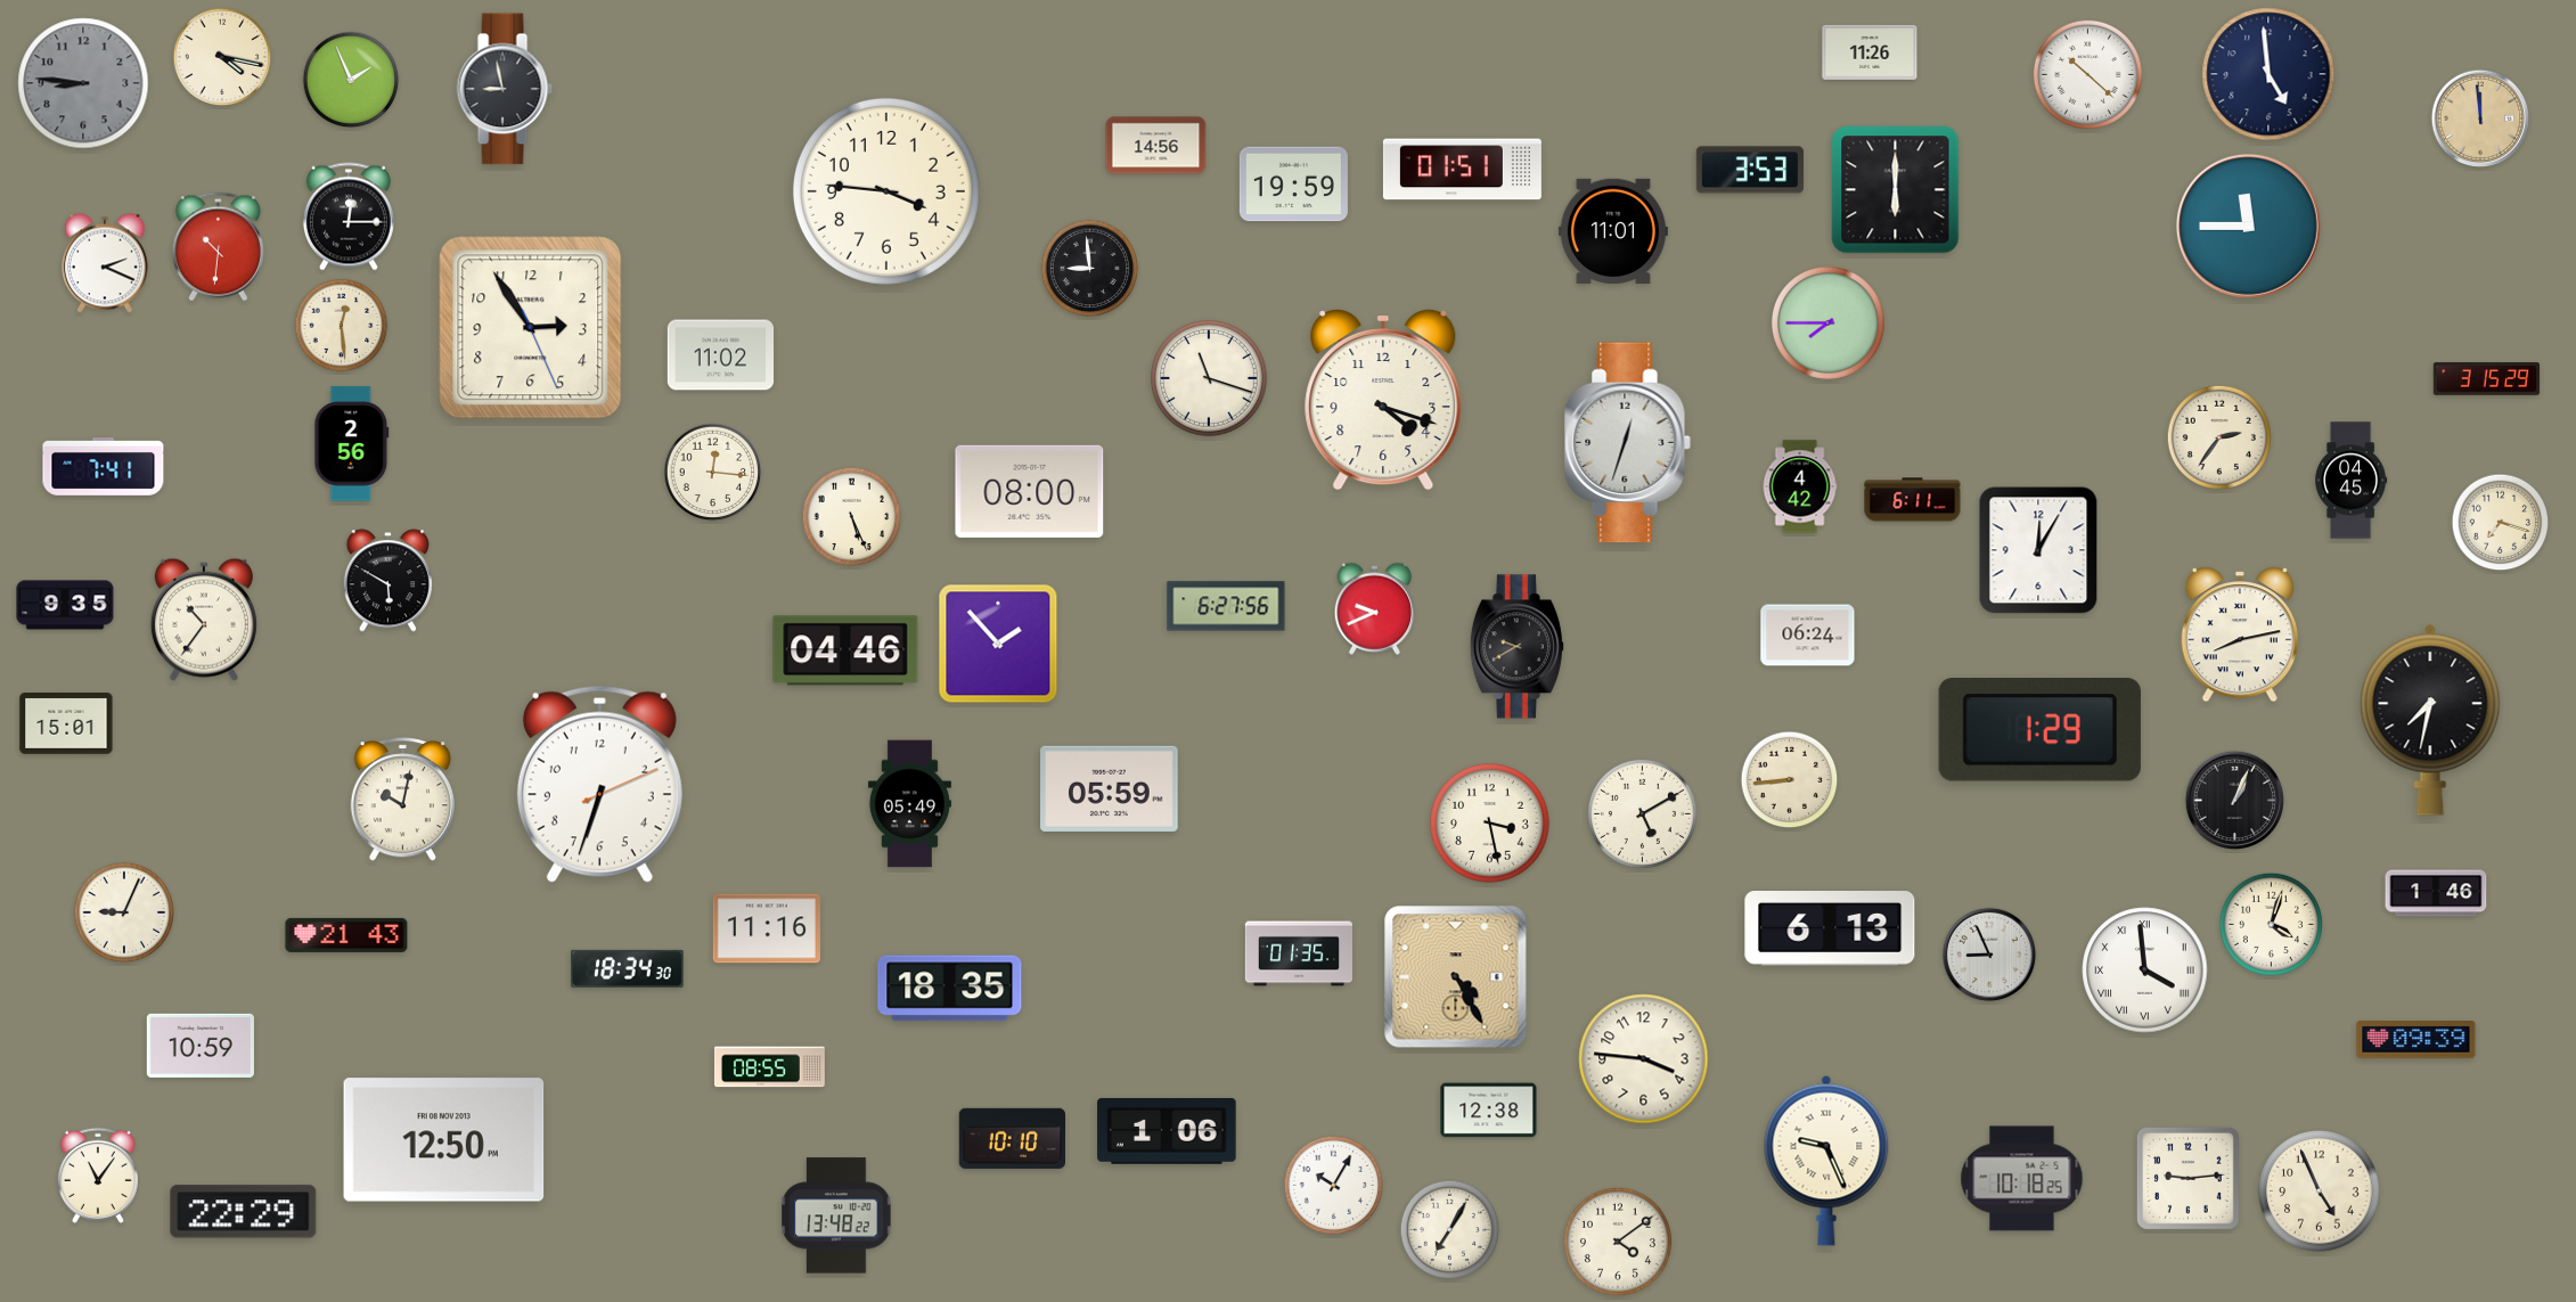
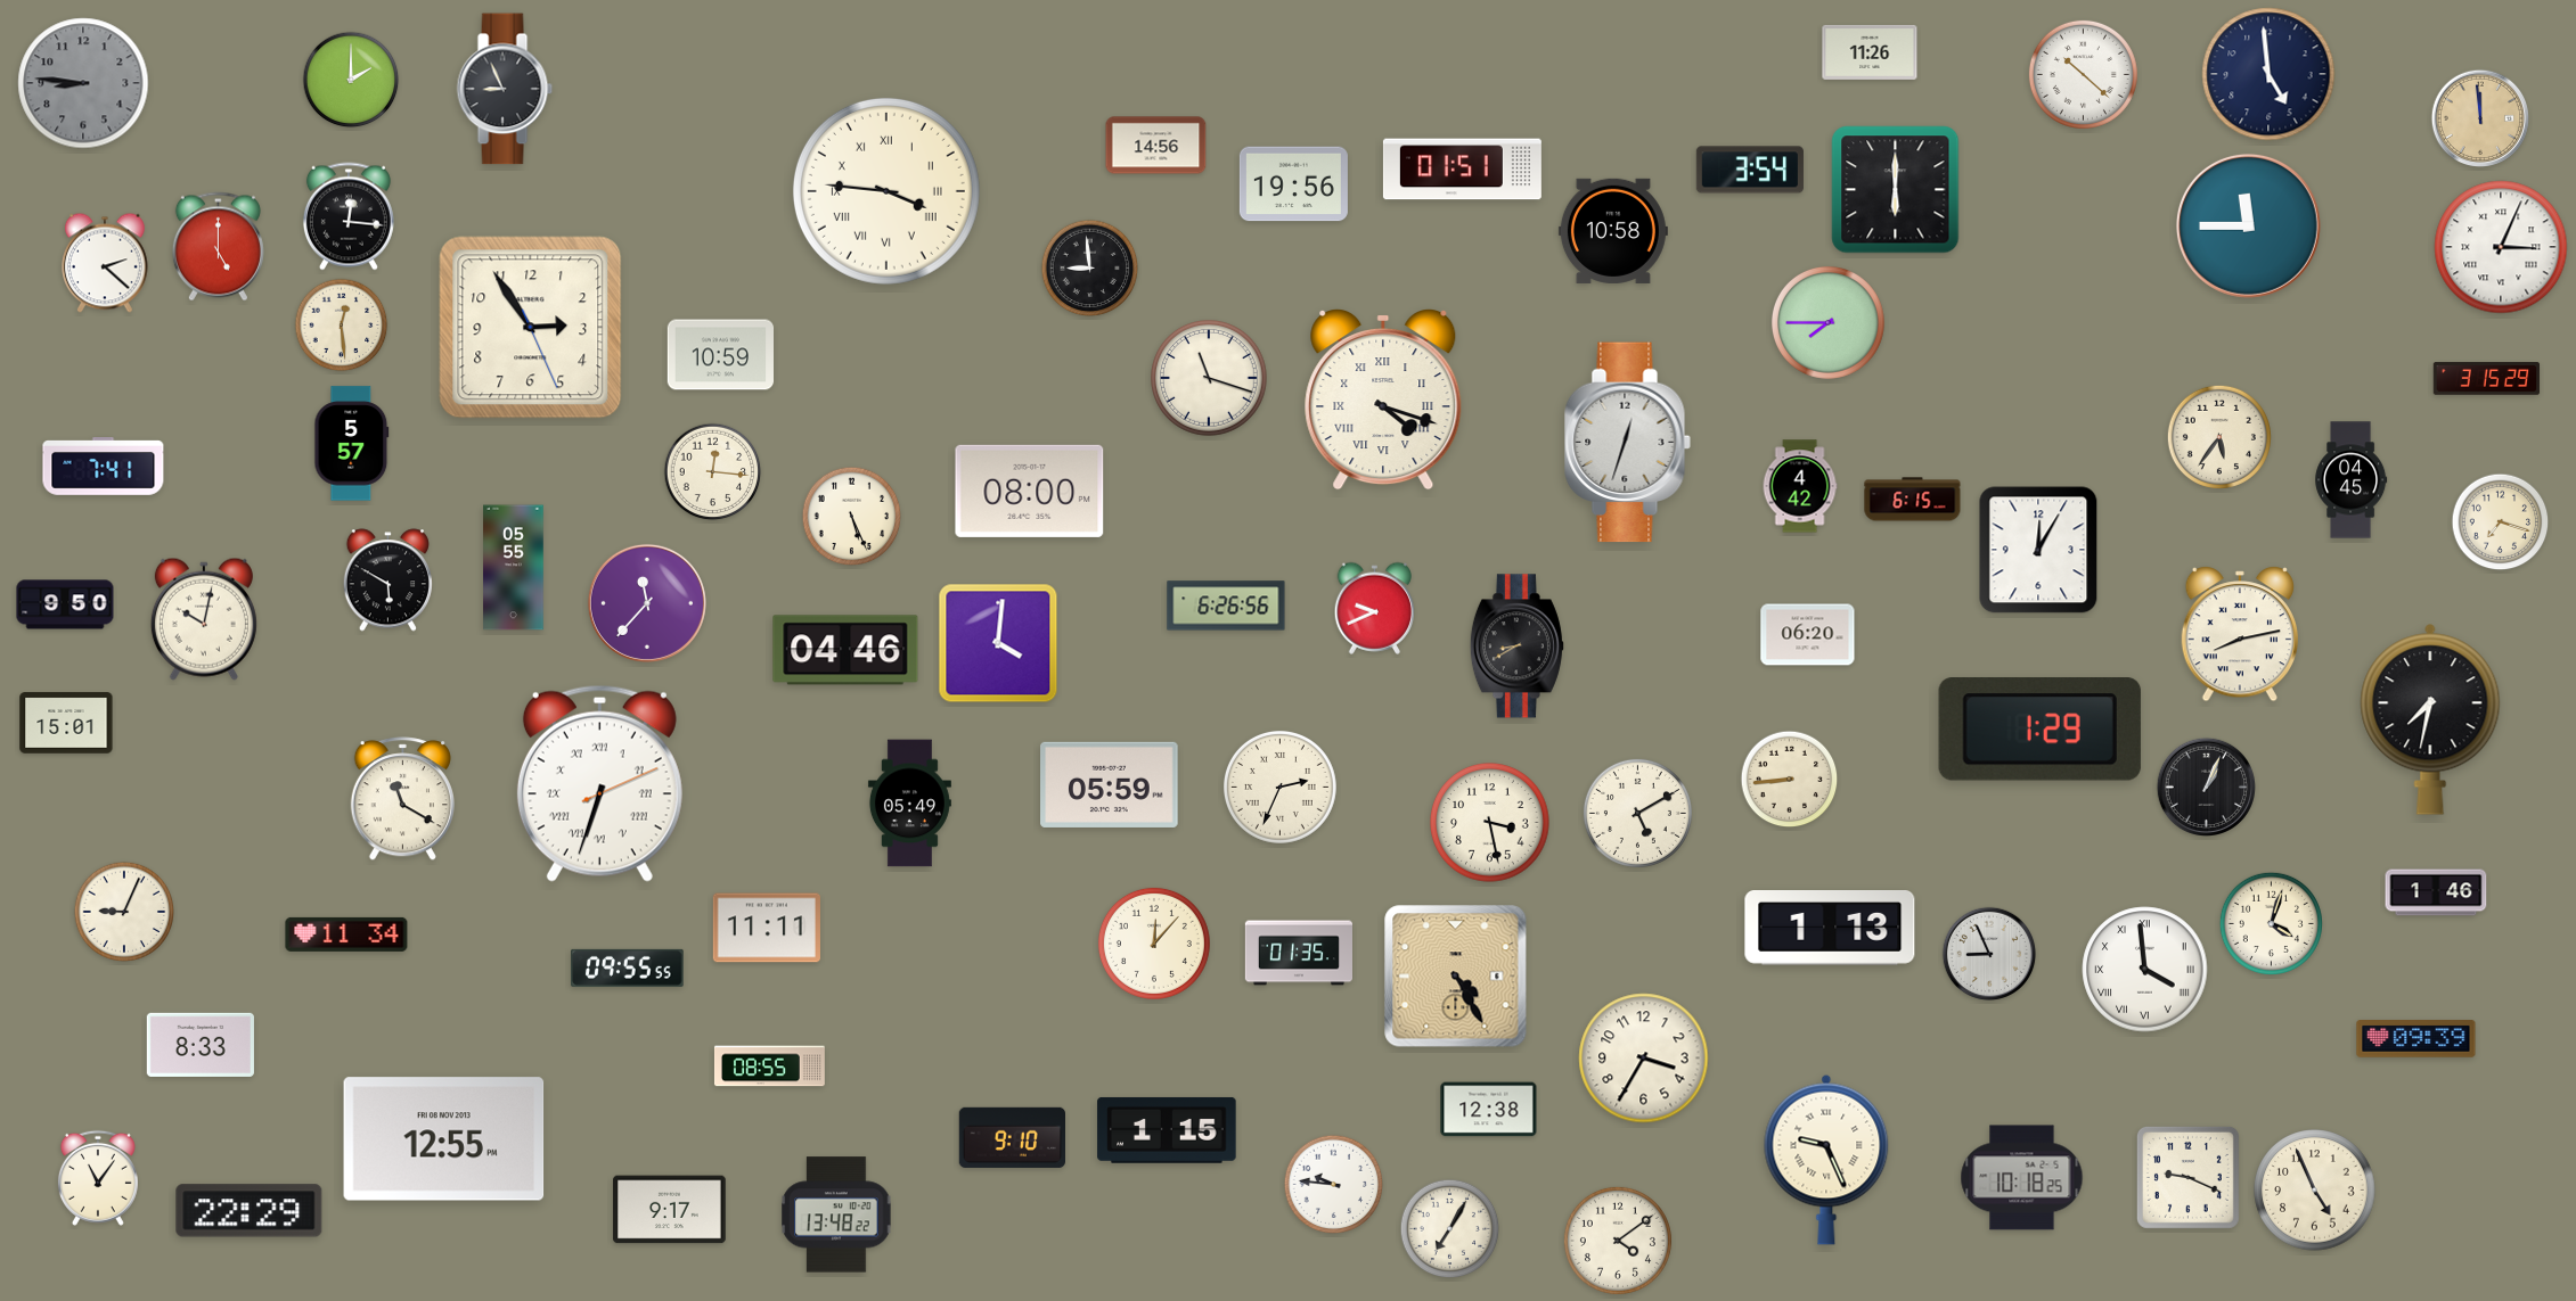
clock at (222, 57): 4:17 -> none
clock at (2087, 74) position: (2087, 74) -> (2083, 74)
clock at (351, 80): 1:56 -> 2:00
clock at (505, 89): 8:58 -> 8:56
clock at (1750, 170): 3:53 -> 3:54
clock at (1293, 185): 19:59 -> 19:56
clock at (886, 191) numerals: Arabic -> Roman
clock at (349, 216): 12:15 -> 12:16
clock at (1613, 231): 11:01 -> 10:58
clock at (218, 247): 10:31 -> 5:00
clock at (2501, 247): none -> 3:04
clock at (106, 263): 2:19 -> 2:22
clock at (721, 355): 11:02 -> 10:59
clock at (1383, 401) numerals: Arabic -> Roman
clock at (2219, 437): 2:36 -> 5:36
clock at (352, 444): 2:56 -> 5:57
clock at (1913, 500): 6:11 -> 6:15
clock at (514, 568): none -> 05:55
clock at (647, 603): none -> 11:37
clock at (65, 605): 9:35 -> 9:50
clock at (1226, 606): 6:27 -> 6:26
clock at (204, 620): 10:36 -> 10:02
clock at (1808, 636): 06:24 -> 06:20
clock at (998, 644): 1:53 -> 4:01
clock at (1516, 647): 9:40 -> 8:40
clock at (599, 784) numerals: Arabic -> Roman
clock at (1279, 787): none -> 2:34
clock at (1110, 788) position: (1110, 788) -> (1110, 784)
clock at (402, 800): 10:02 -> 11:20
clock at (2234, 800) position: (2234, 800) -> (2206, 787)
clock at (1642, 813) position: (1642, 813) -> (1637, 813)
clock at (767, 928): 11:16 -> 11:11
clock at (1830, 930): 6:13 -> 1:13
clock at (346, 935): 21:43 -> 11:34
clock at (1154, 944): none -> 12:07
clock at (628, 968): 18:34 -> 09:55
clock at (950, 989): 18:35 -> none
clock at (201, 1046): 10:59 -> 8:33
clock at (1644, 1059): 3:46 -> 3:35
clock at (1167, 1131): 1:06 -> 1:15
clock at (1012, 1138): 10:10 -> 9:10
clock at (444, 1140): 12:50 -> 12:55
clock at (98, 1176) position: (98, 1176) -> (98, 1178)
clock at (2187, 1178): 9:14 -> 9:19
clock at (1334, 1186): 10:05 -> 9:46
clock at (2320, 1192) position: (2320, 1192) -> (2315, 1191)
clock at (670, 1210): none -> 9:17
clock at (244, 1212) position: (244, 1212) -> (250, 1211)
